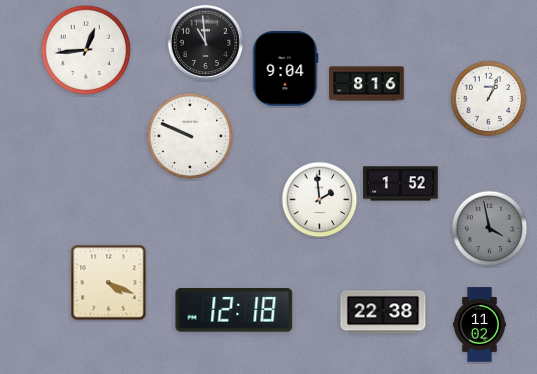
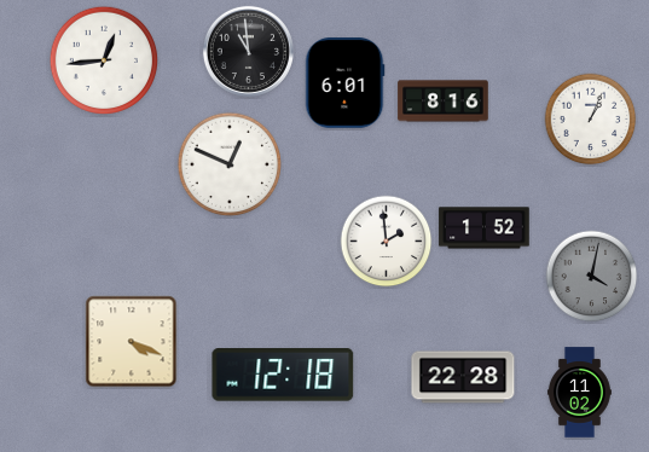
clock at (285, 69): 9:04 -> 6:01
clock at (190, 136): 9:49 -> 12:49
clock at (401, 184) position: (401, 184) -> (485, 228)
clock at (490, 229): 3:58 -> 4:02
clock at (383, 312): 22:38 -> 22:28
